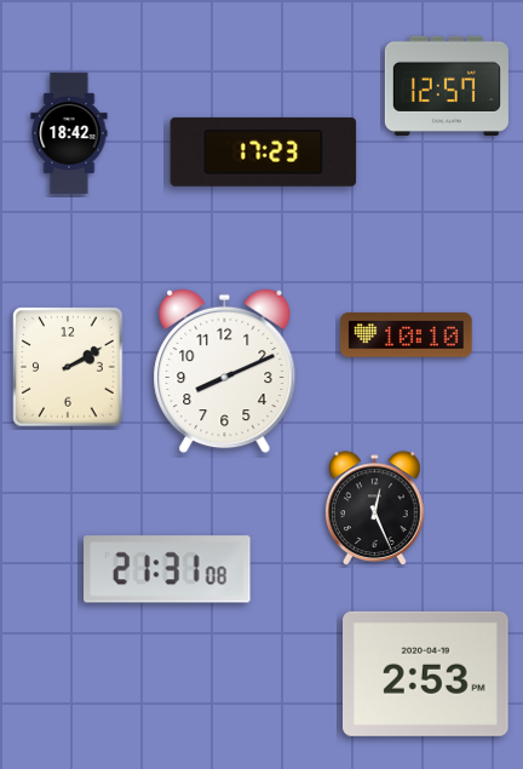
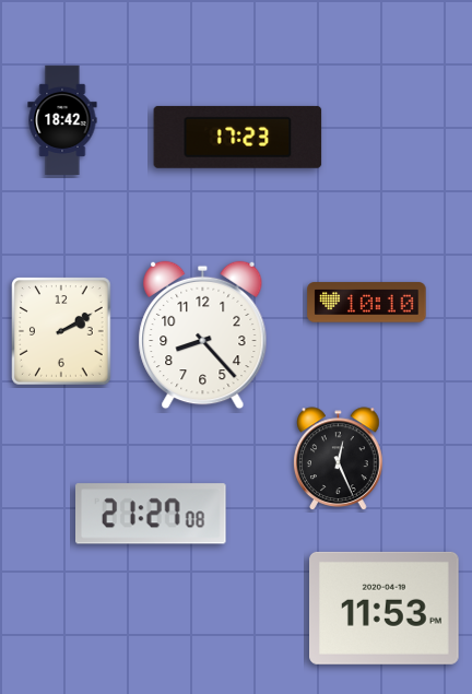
clock at (447, 85): 12:57 -> none
clock at (225, 372): 8:11 -> 8:23
clock at (168, 569): 21:31 -> 21:27
clock at (426, 673): 2:53 -> 11:53
